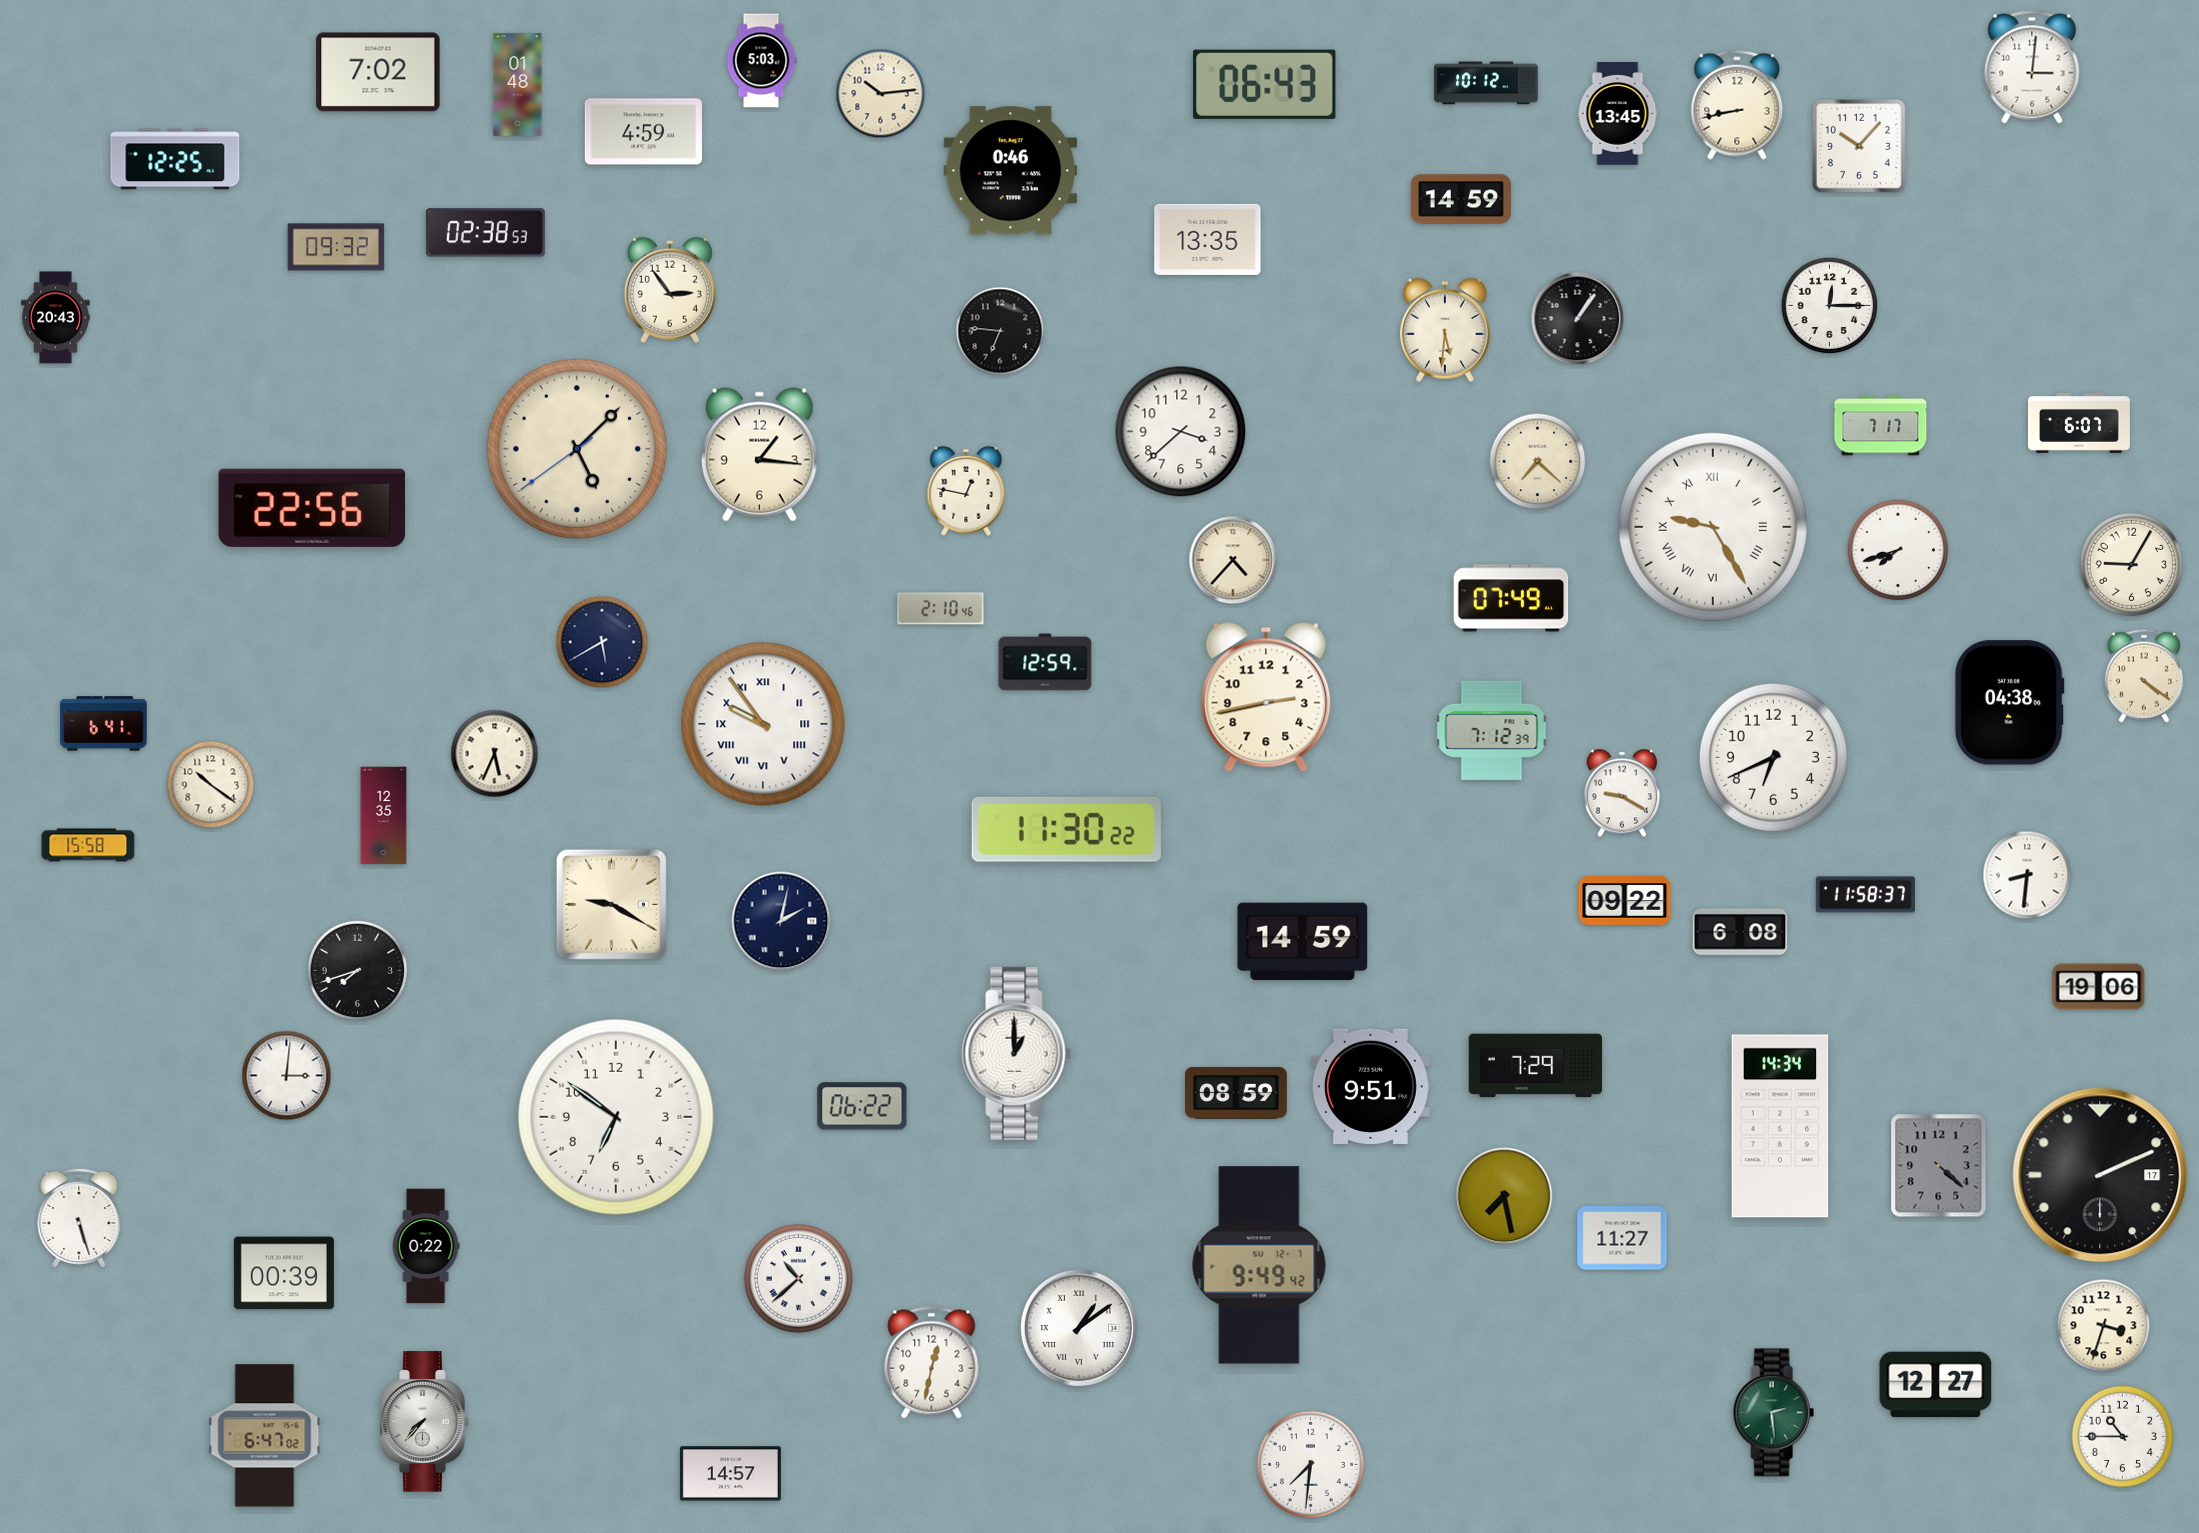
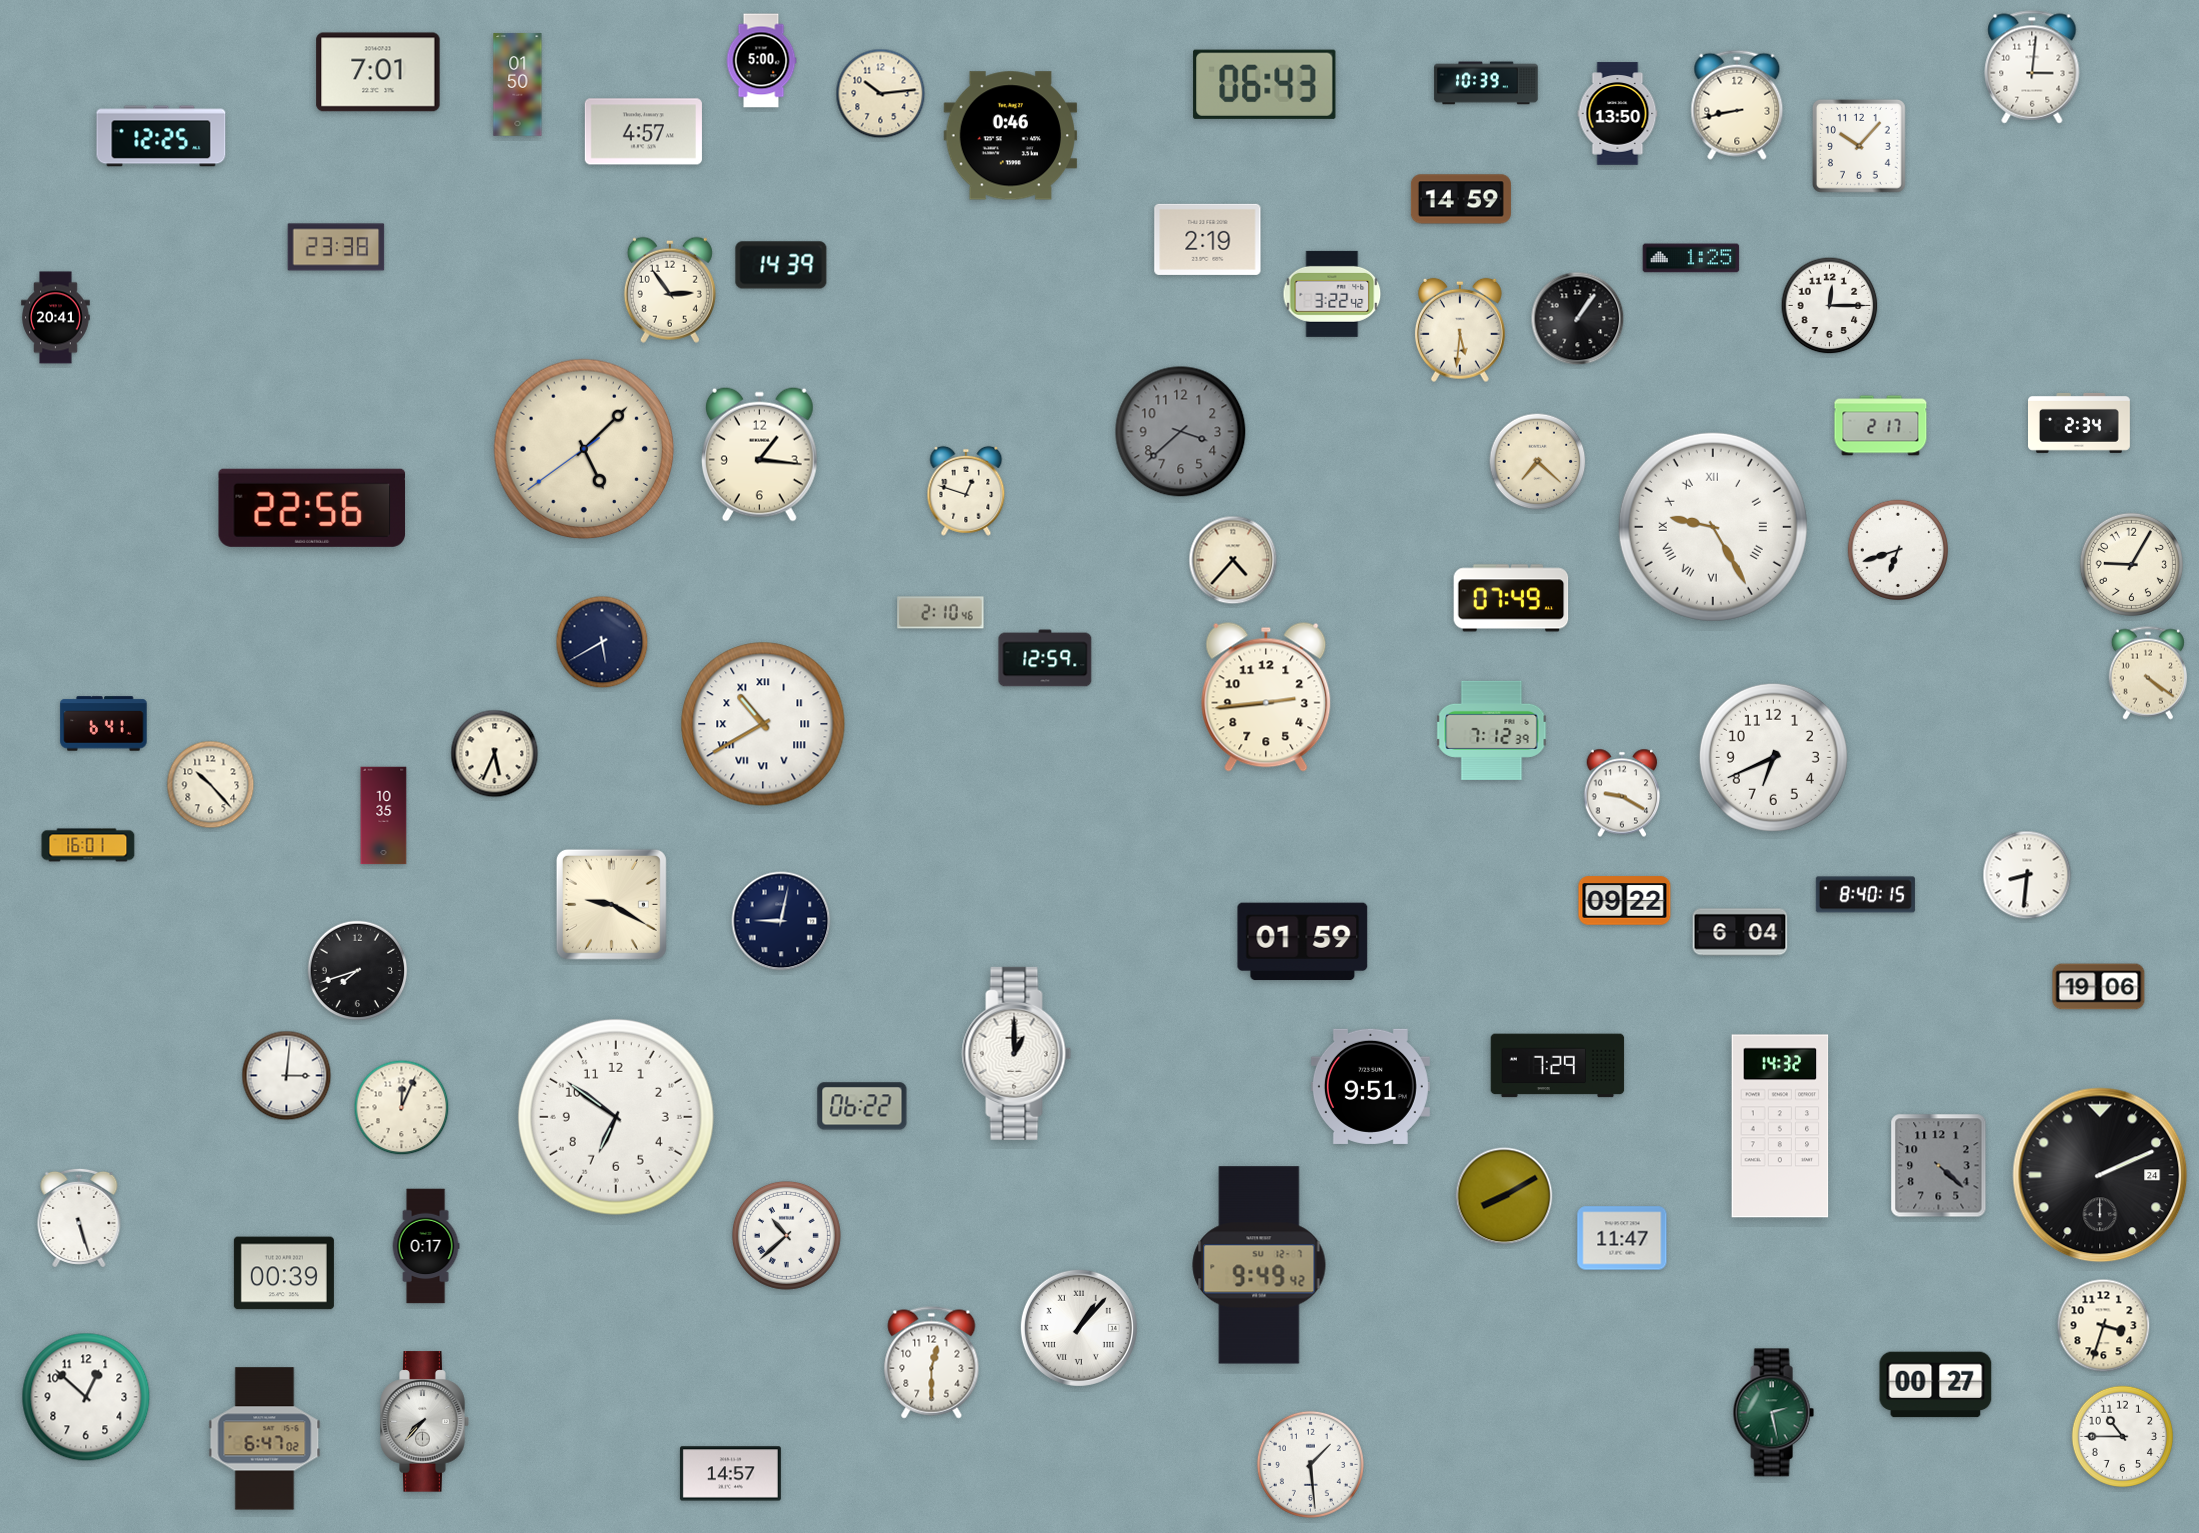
clock at (761, 61): 5:03 -> 5:00
clock at (378, 72): 7:02 -> 7:01
clock at (1486, 83): 10:12 -> 10:39
clock at (518, 85): 01:48 -> 01:50
clock at (1618, 114): 13:45 -> 13:50
clock at (643, 132): 4:59 -> 4:57
clock at (175, 159) position: (175, 159) -> (161, 136)
clock at (1011, 171) position: (1011, 171) -> (1011, 136)
clock at (485, 233): 02:38 -> none
clock at (1208, 239): 13:35 -> 2:19
clock at (336, 247): 09:32 -> 23:38
clock at (1691, 258): none -> 1:25
clock at (781, 265): none -> 14:39
clock at (1332, 294): none -> 3:22
clock at (56, 318): 20:43 -> 20:41
clock at (1445, 330) position: (1445, 330) -> (1460, 330)
clock at (1000, 331): 6:46 -> none
clock at (2080, 423): 6:07 -> 2:34
clock at (1881, 426): 7:17 -> 2:17
clock at (1181, 432) dial: white -> grey
clock at (577, 449) position: (577, 449) -> (584, 449)
clock at (966, 491): 12:47 -> 12:48
clock at (1897, 549): 7:42 -> 6:42
clock at (941, 609) position: (941, 609) -> (941, 613)
clock at (1045, 662) position: (1045, 662) -> (1045, 658)
clock at (2144, 676) position: (2144, 676) -> (2148, 673)
clock at (1266, 697): 2:43 -> 2:44
clock at (2009, 703): 04:38 -> none
clock at (763, 724): 9:54 -> 10:40
clock at (211, 785): 10:21 -> 10:23
clock at (384, 816): 12:35 -> 10:35
clock at (1066, 829): 11:30 -> none
clock at (88, 845): 15:58 -> 16:01
clock at (1865, 895): 11:58 -> 8:40
clock at (781, 921): 2:02 -> 9:02
clock at (1740, 932): 6:08 -> 6:04
clock at (1303, 942): 14:59 -> 01:59
clock at (1536, 1066) position: (1536, 1066) -> (1558, 1066)
clock at (1236, 1093): 08:59 -> none
clock at (402, 1108): none -> 12:04
clock at (1780, 1126): 14:34 -> 14:32
clock at (2100, 1175) date: 17 -> 24
clock at (1504, 1196): 7:28 -> 8:10
clock at (1622, 1238): 11:27 -> 11:47
clock at (426, 1246): 0:22 -> 0:17
clock at (798, 1278) position: (798, 1278) -> (786, 1235)
clock at (1079, 1328): 1:09 -> 1:07
clock at (932, 1363): 12:32 -> 12:30
clock at (1936, 1385): 12:27 -> 00:27
clock at (86, 1397): none -> 12:52
clock at (1773, 1413): 2:29 -> 2:28
clock at (265, 1436) position: (265, 1436) -> (265, 1439)
clock at (1310, 1464): 7:31 -> 1:29
